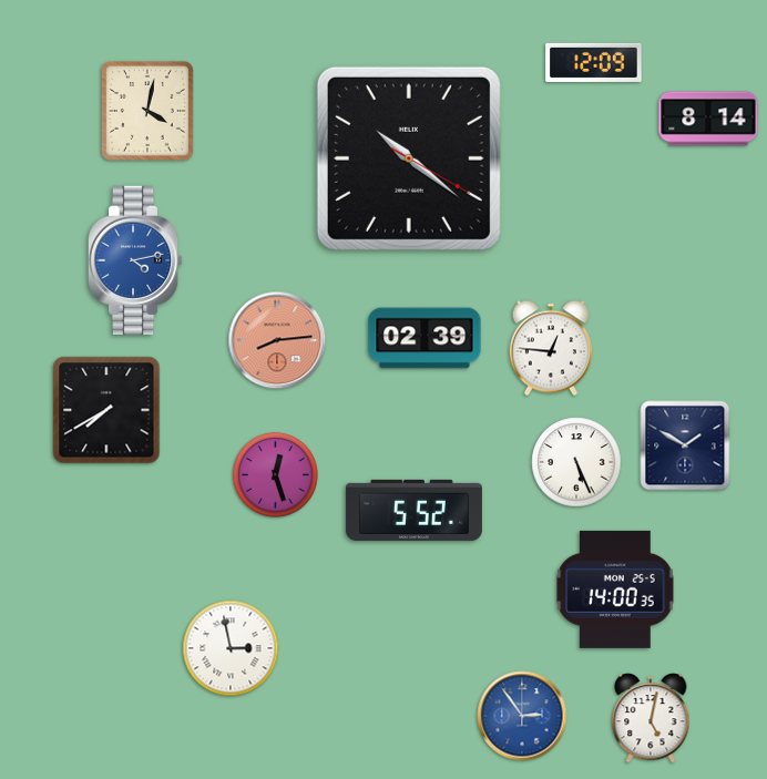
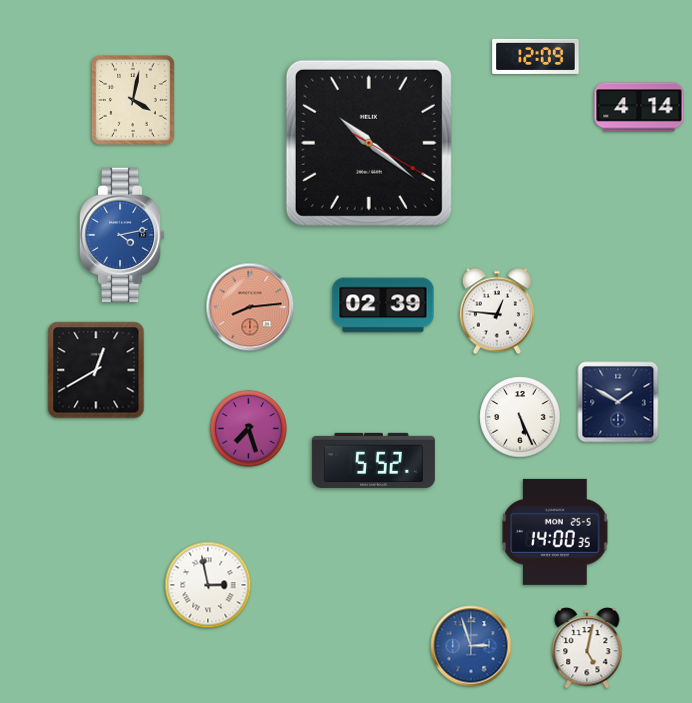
clock at (708, 119): 8:14 -> 4:14
clock at (551, 348) position: (551, 348) -> (497, 311)
clock at (106, 410): 7:40 -> 12:40
clock at (275, 474): 12:27 -> 7:27
clock at (522, 716): 2:54 -> 2:57
